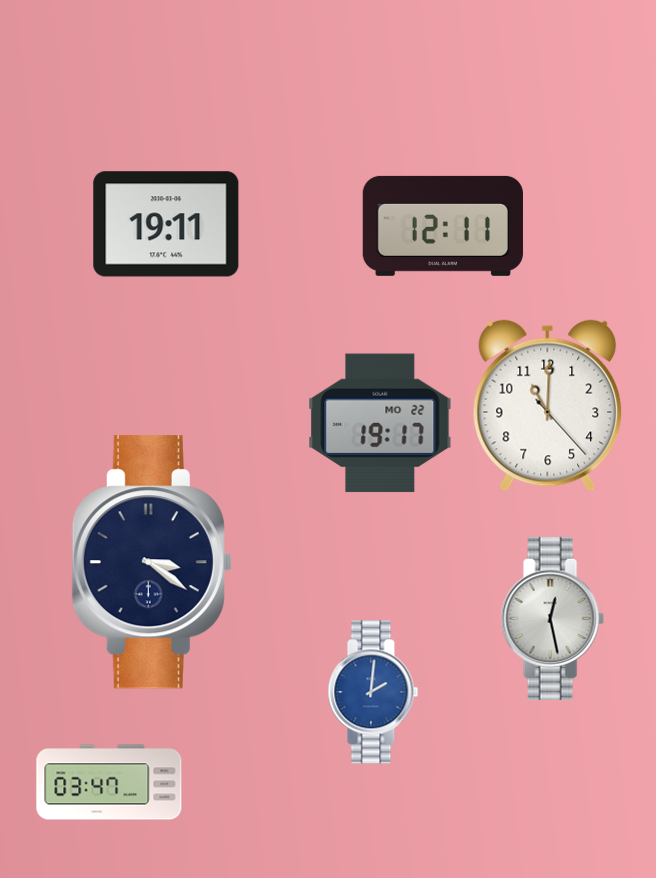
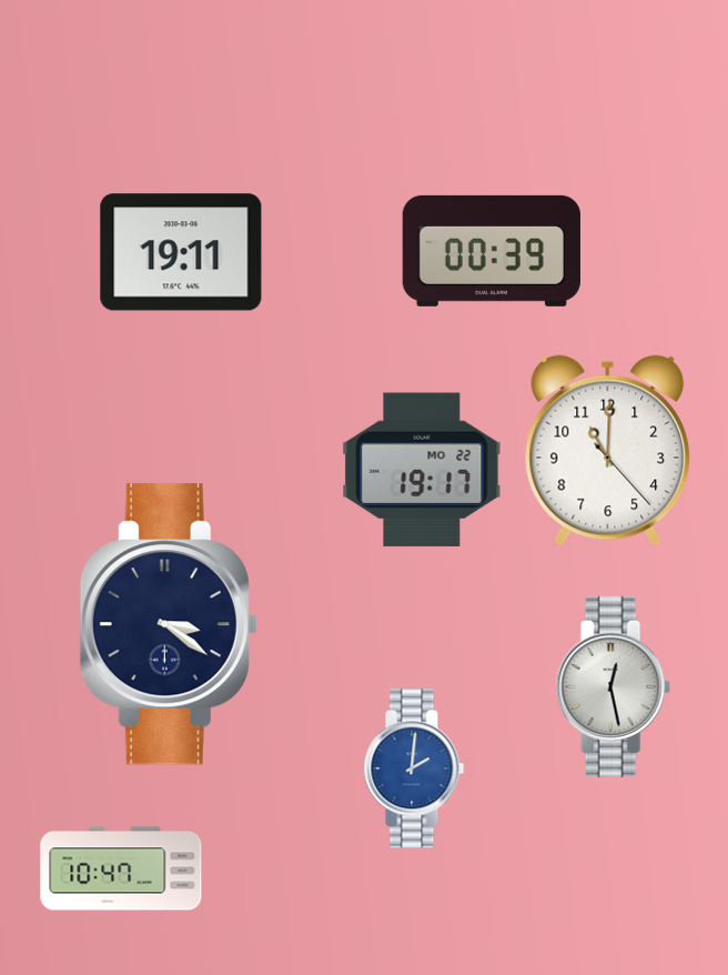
clock at (166, 224) position: (166, 224) -> (181, 252)
clock at (443, 226): 12:11 -> 00:39
clock at (109, 782): 03:47 -> 10:47
